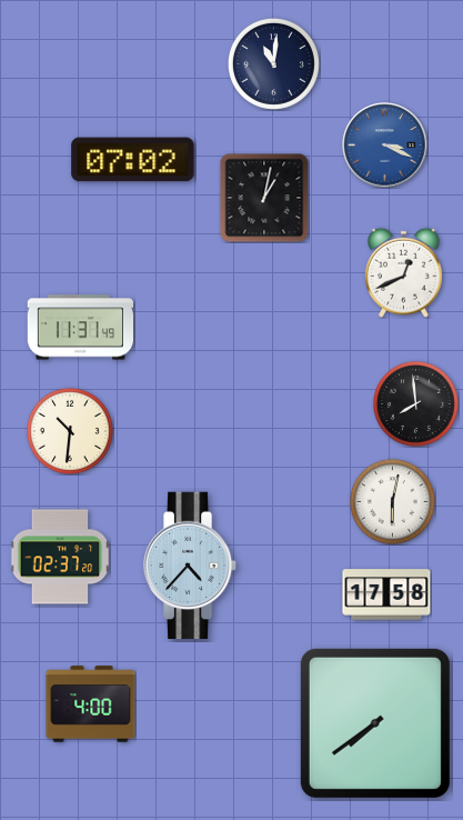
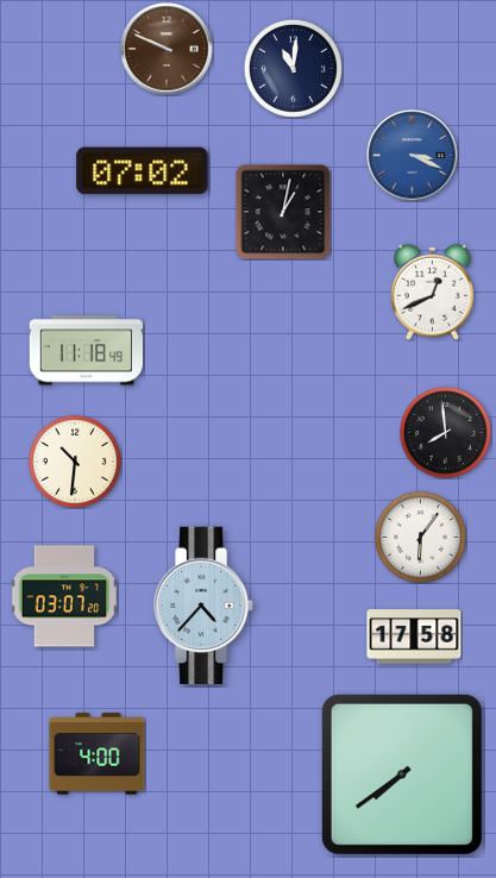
clock at (167, 49): none -> 9:49
clock at (80, 328): 11:31 -> 11:18
clock at (392, 501): 6:02 -> 6:06
clock at (60, 557): 02:37 -> 03:07
